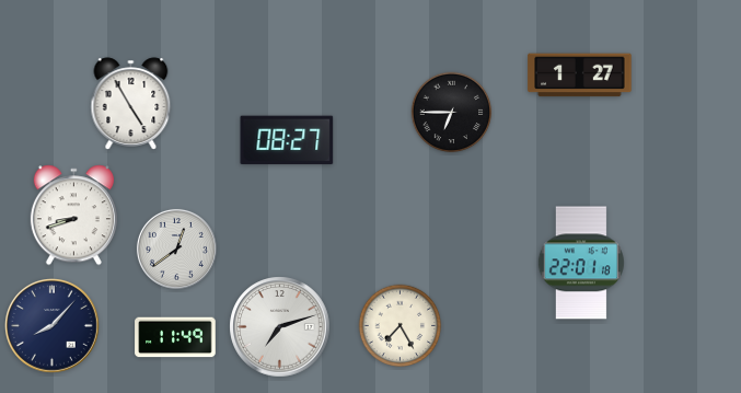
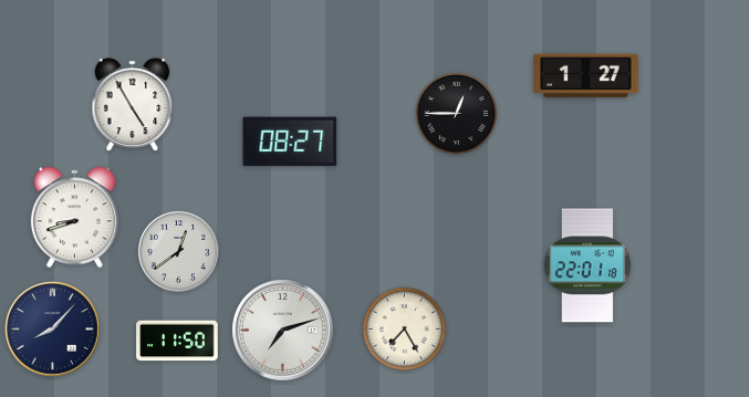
clock at (452, 113): 6:45 -> 12:45
clock at (175, 337): 11:49 -> 11:50
